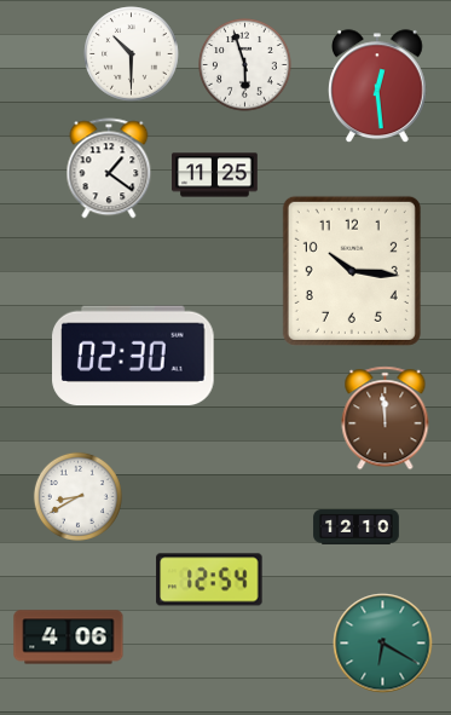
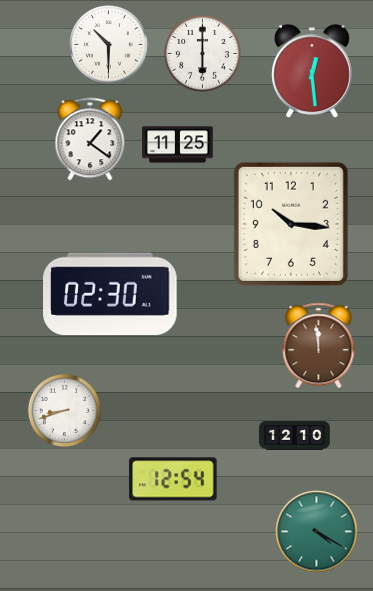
clock at (245, 65): 5:57 -> 6:00
clock at (77, 496): 8:40 -> 8:42
clock at (69, 638): 4:06 -> none
clock at (383, 644): 6:20 -> 4:20
